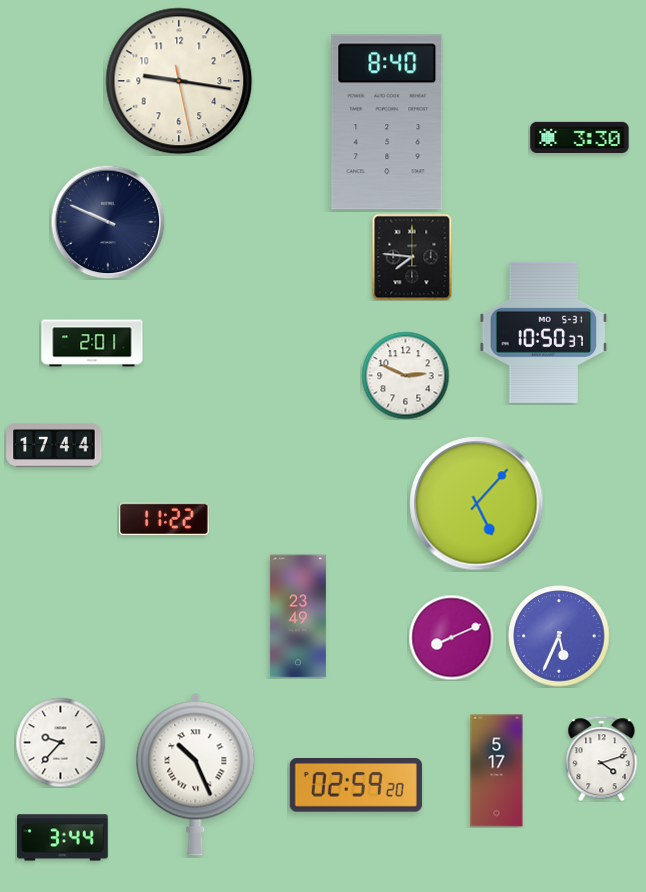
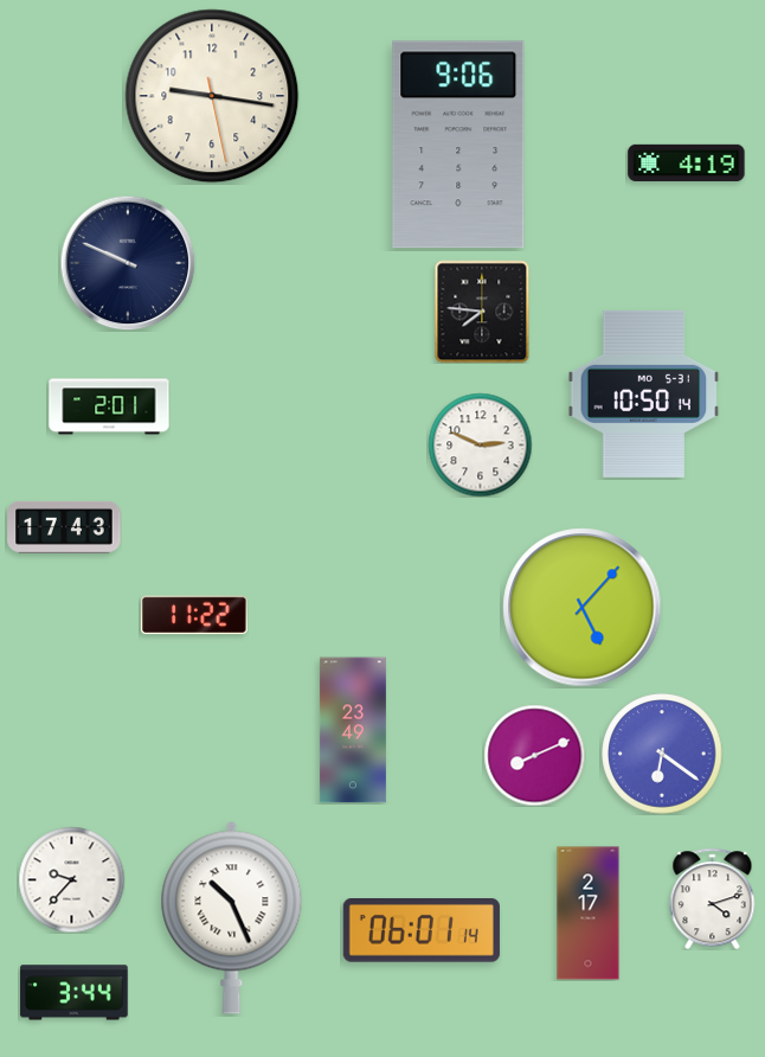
clock at (387, 122): 8:40 -> 9:06
clock at (580, 137): 3:30 -> 4:19
clock at (412, 257) position: (412, 257) -> (482, 312)
clock at (544, 332): 10:50:37 -> 10:50:14
clock at (54, 445): 17:44 -> 17:43
clock at (477, 504) position: (477, 504) -> (583, 608)
clock at (559, 636): 5:34 -> 6:21
clock at (497, 771): 5:17 -> 2:17
clock at (356, 786): 02:59 -> 06:01
